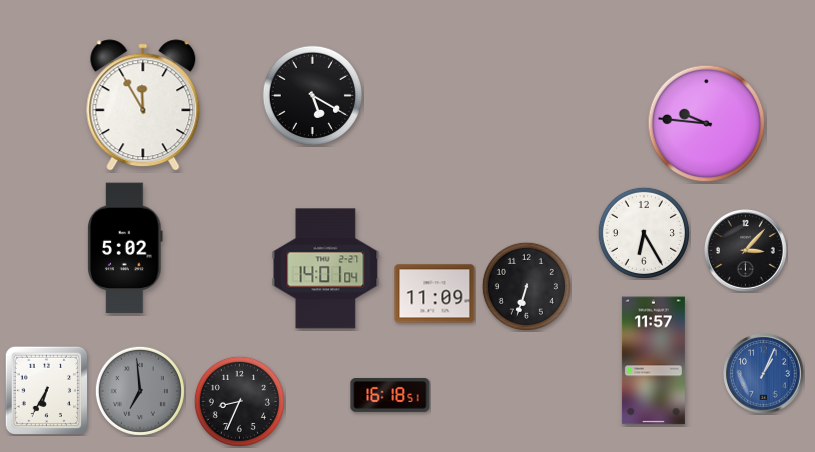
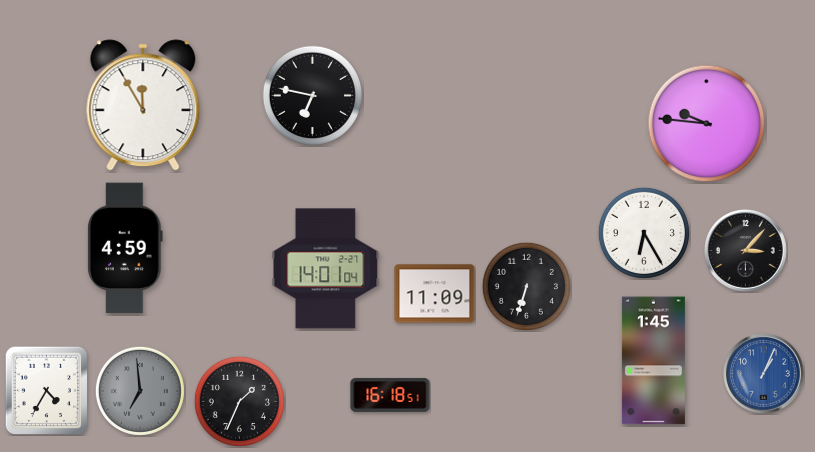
clock at (312, 95): 5:20 -> 6:47
clock at (125, 248): 5:02 -> 4:59
clock at (653, 361): 11:57 -> 1:45
clock at (46, 390): 6:35 -> 4:35
clock at (239, 401): 8:34 -> 1:34
